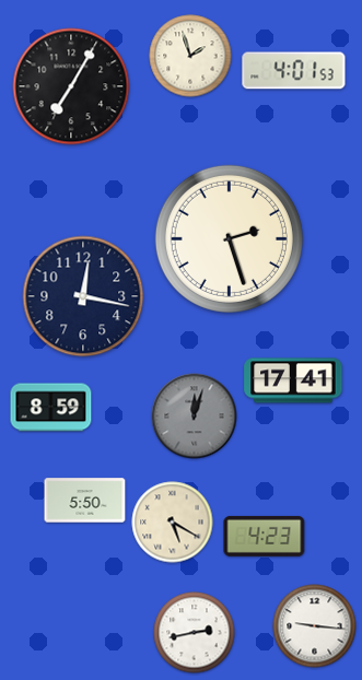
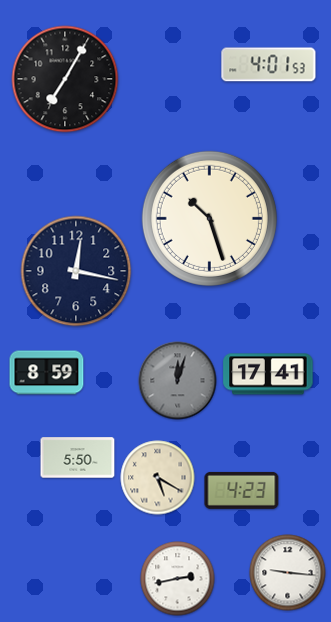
clock at (190, 56): 1:57 -> none
clock at (229, 238): 2:27 -> 10:27
clock at (293, 380) position: (293, 380) -> (268, 374)
